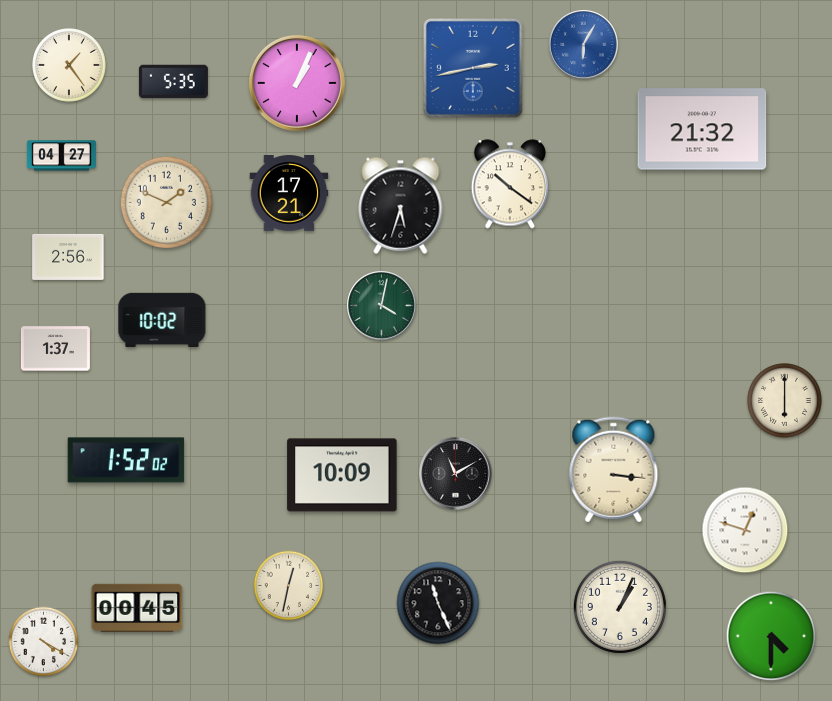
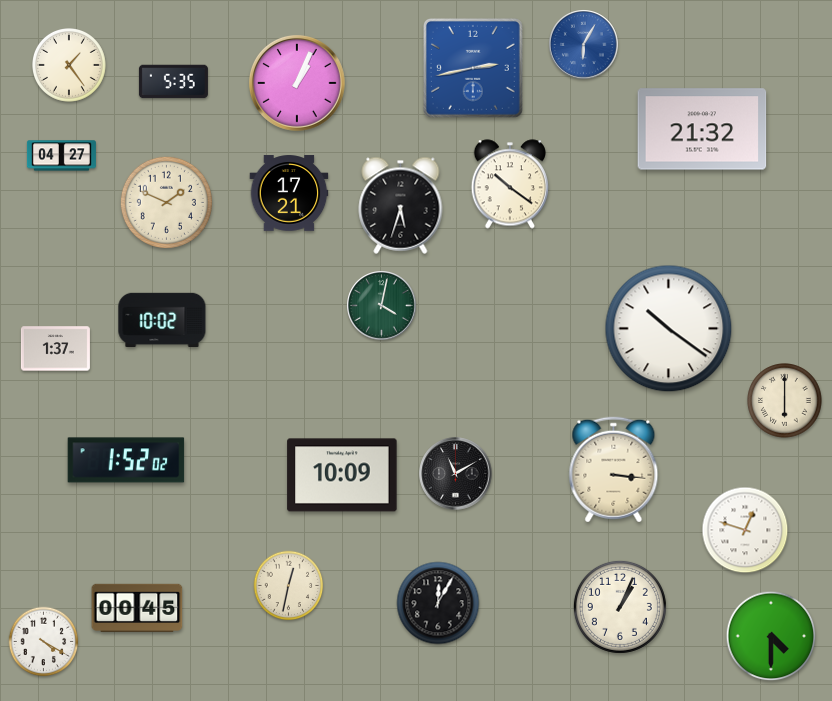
clock at (68, 257): 2:56 -> none
clock at (669, 329): none -> 10:21
clock at (438, 603): 11:26 -> 12:05
